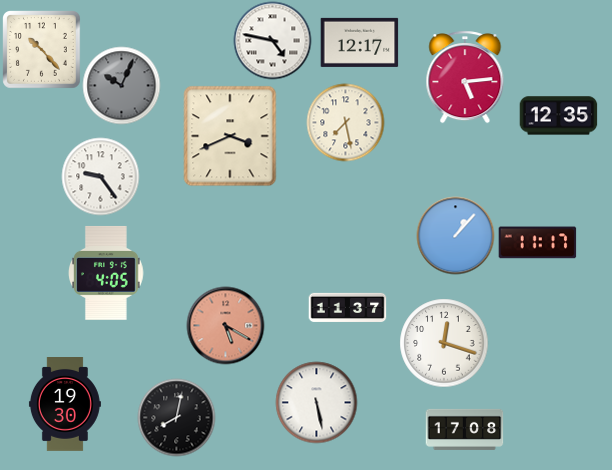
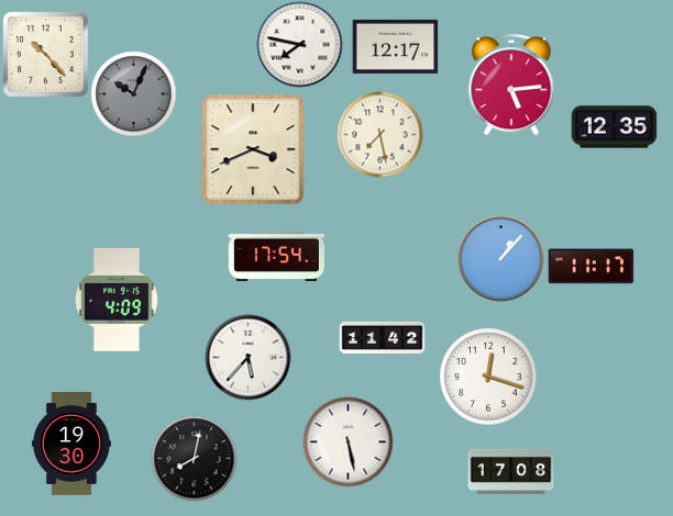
clock at (272, 40): 4:47 -> 7:47
clock at (100, 176): 9:24 -> none
clock at (276, 256): none -> 17:54
clock at (107, 273): 4:05 -> 4:09
clock at (347, 307): 11:37 -> 11:42
clock at (225, 325): 5:20 -> 5:37
clock at (225, 325) dial: salmon -> white
